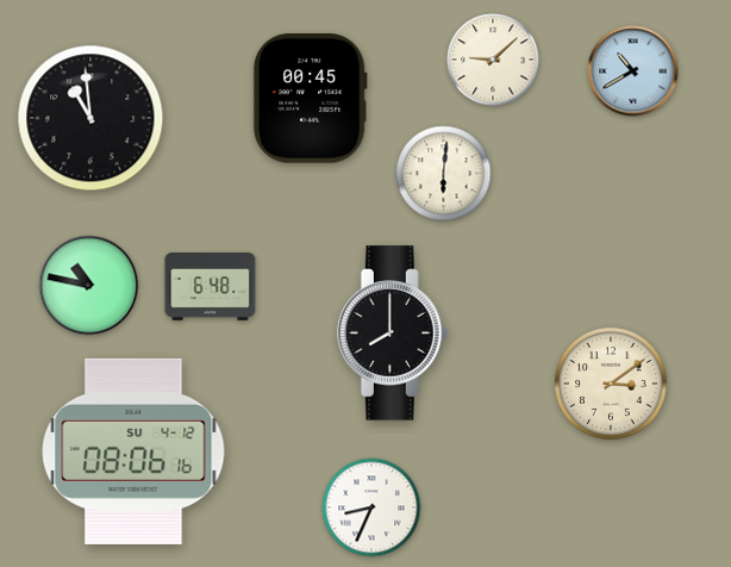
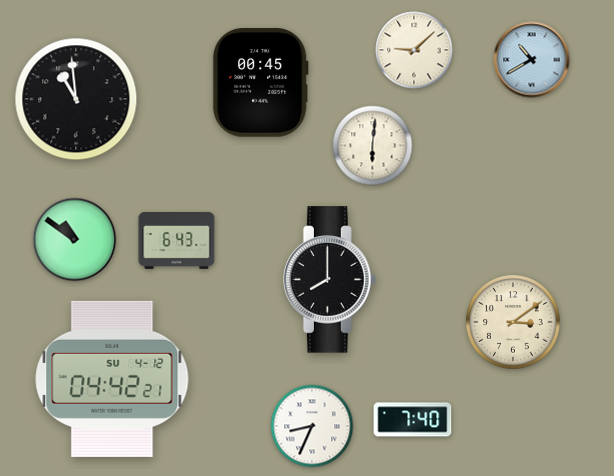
clock at (89, 286): 10:47 -> 10:51
clock at (211, 286): 6:48 -> 6:43
clock at (133, 451): 08:06 -> 04:42
clock at (413, 420): none -> 7:40
